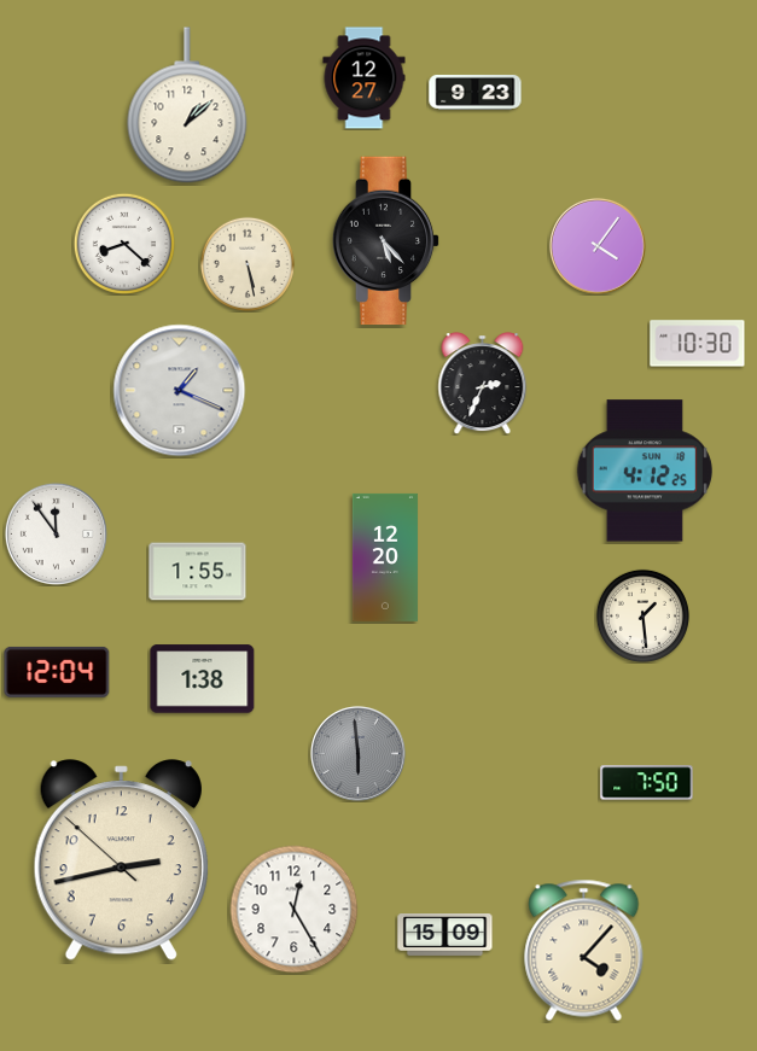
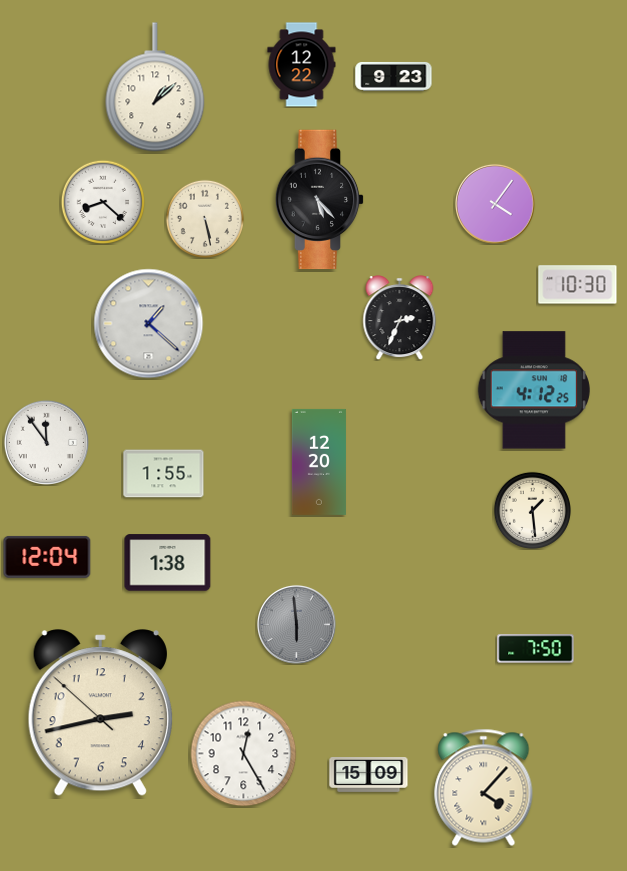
clock at (365, 78): 12:27 -> 12:22
clock at (180, 391): 1:19 -> 1:22
